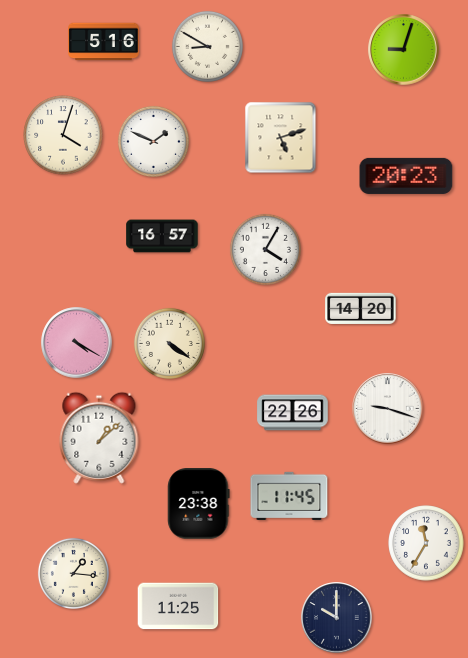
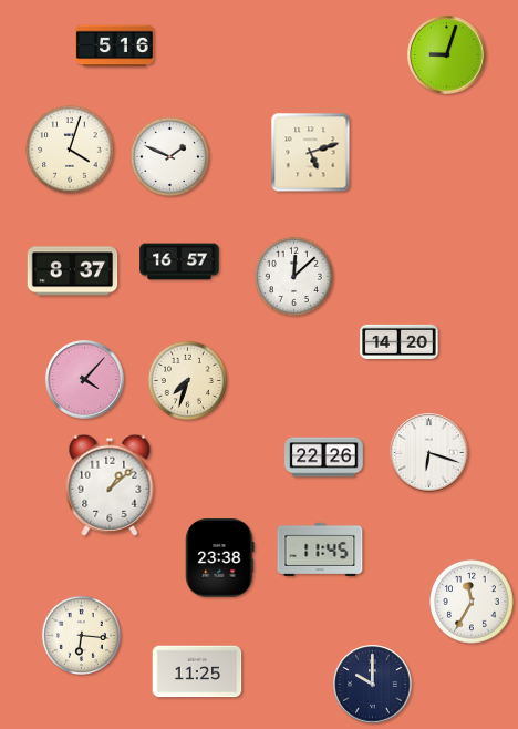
clock at (207, 46): 8:50 -> none
clock at (406, 176): 20:23 -> none
clock at (73, 271): none -> 8:37
clock at (265, 249): 4:05 -> 12:08
clock at (77, 343): 4:20 -> 4:07
clock at (169, 343): 4:21 -> 7:33
clock at (388, 409): 9:18 -> 6:18
clock at (73, 573): 1:16 -> 6:16
